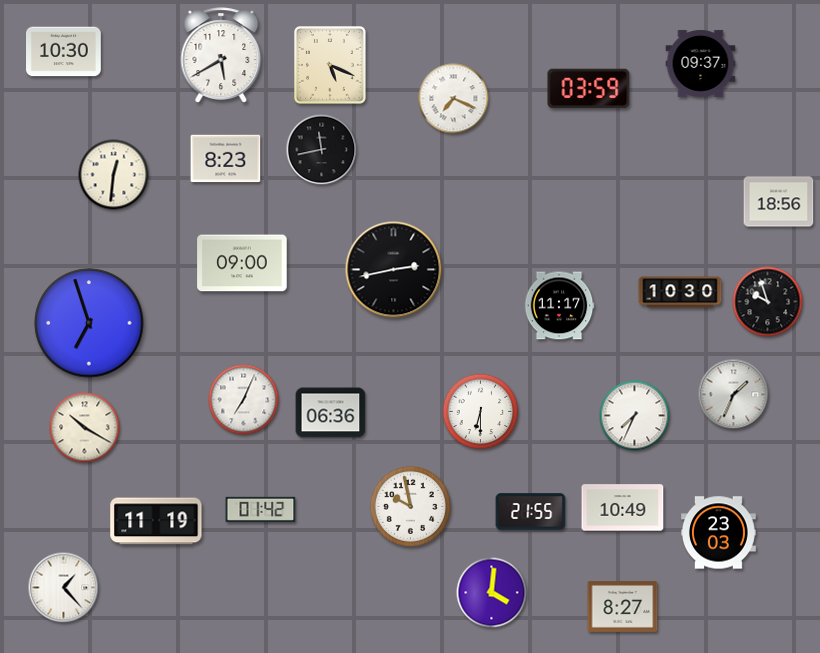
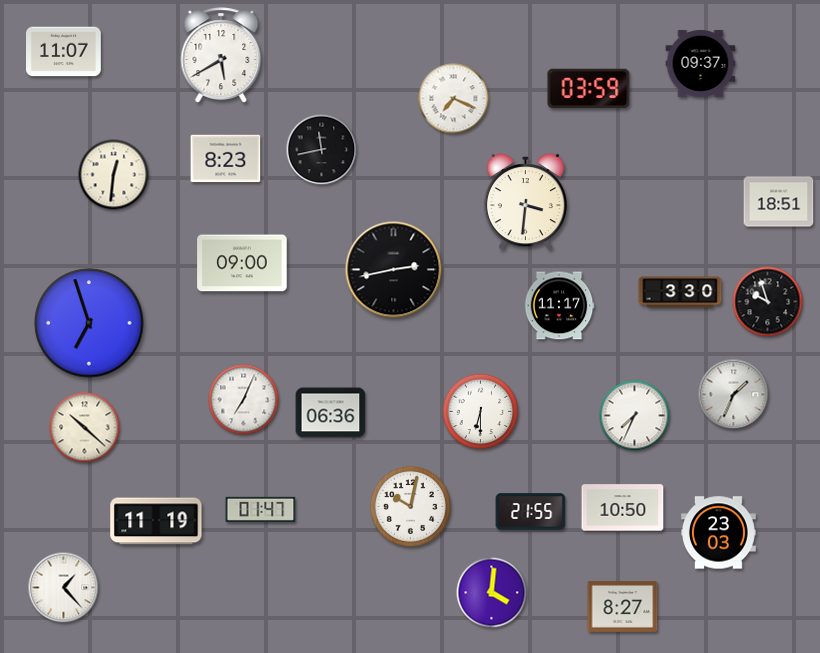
clock at (64, 52): 10:30 -> 11:07
clock at (331, 66): 5:19 -> none
clock at (525, 202): none -> 3:31
clock at (779, 202): 18:56 -> 18:51
clock at (680, 292): 10:30 -> 3:30
clock at (85, 428): 10:20 -> 10:22
clock at (410, 506): 9:58 -> 10:02
clock at (623, 508): 10:49 -> 10:50
clock at (261, 509): 01:42 -> 01:47
